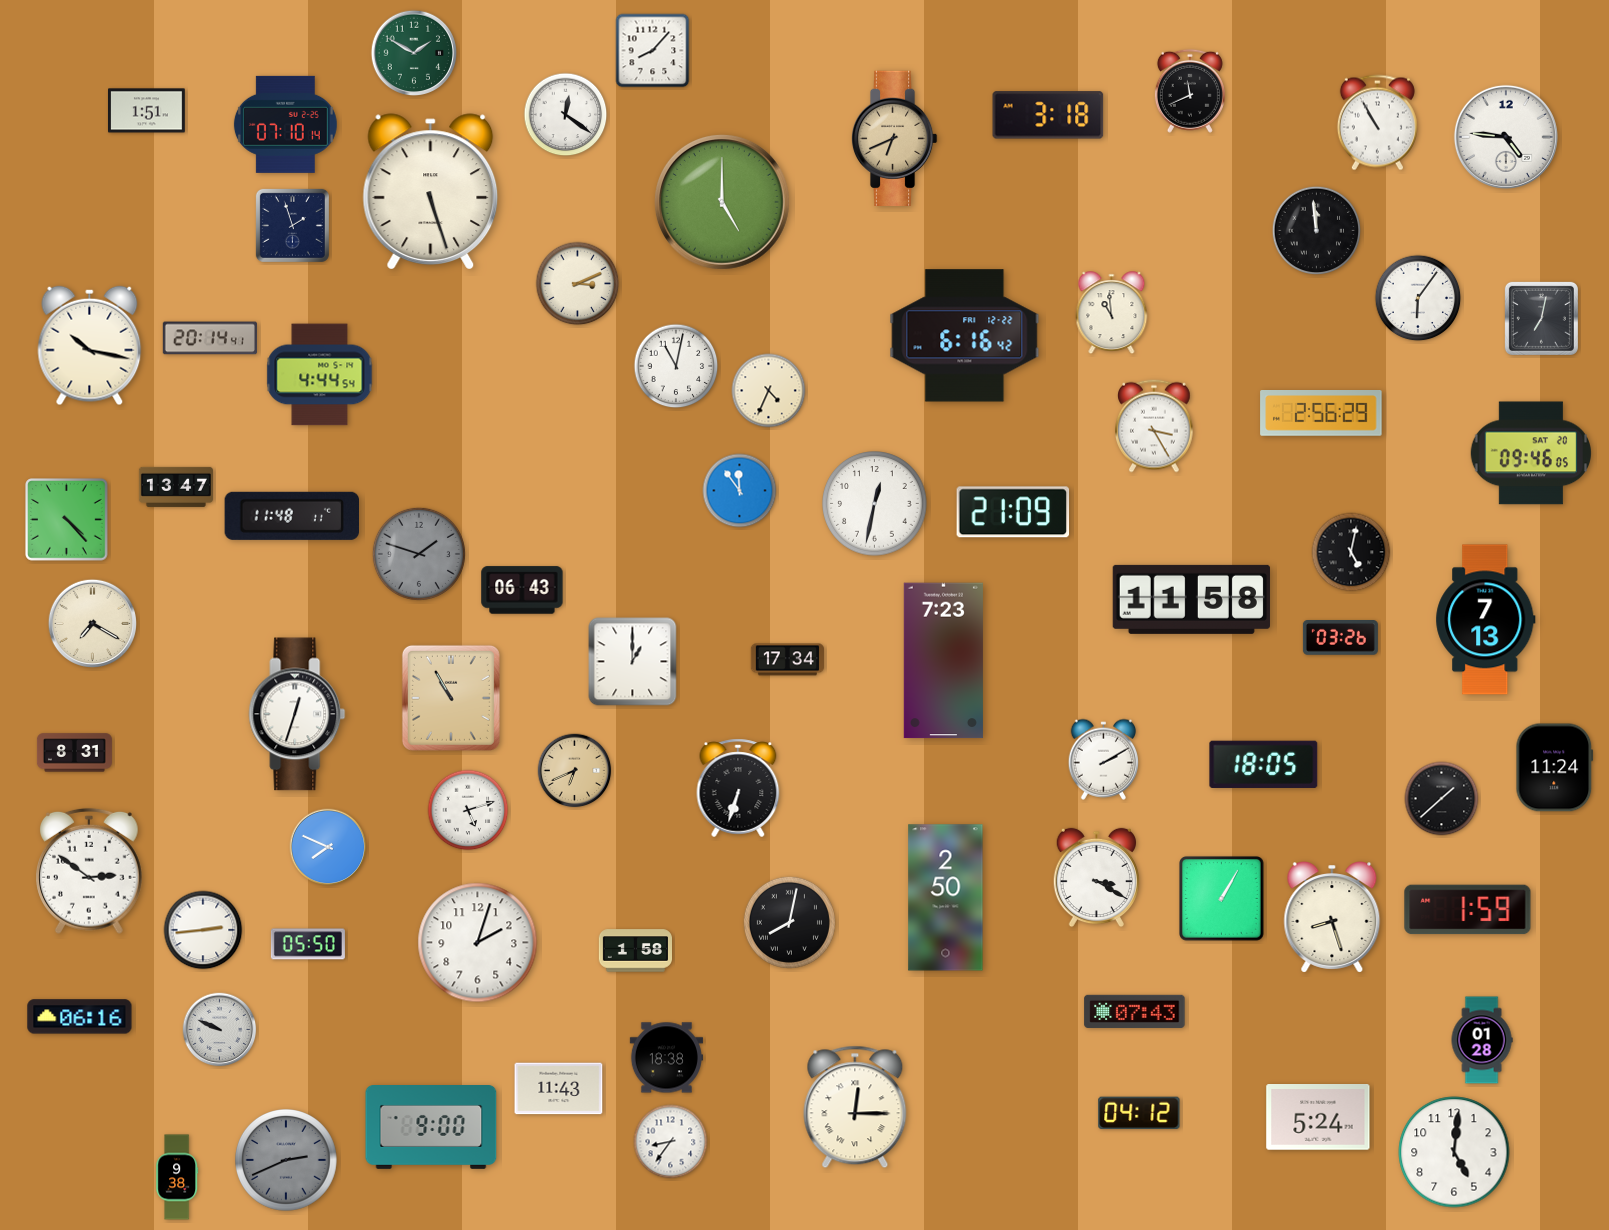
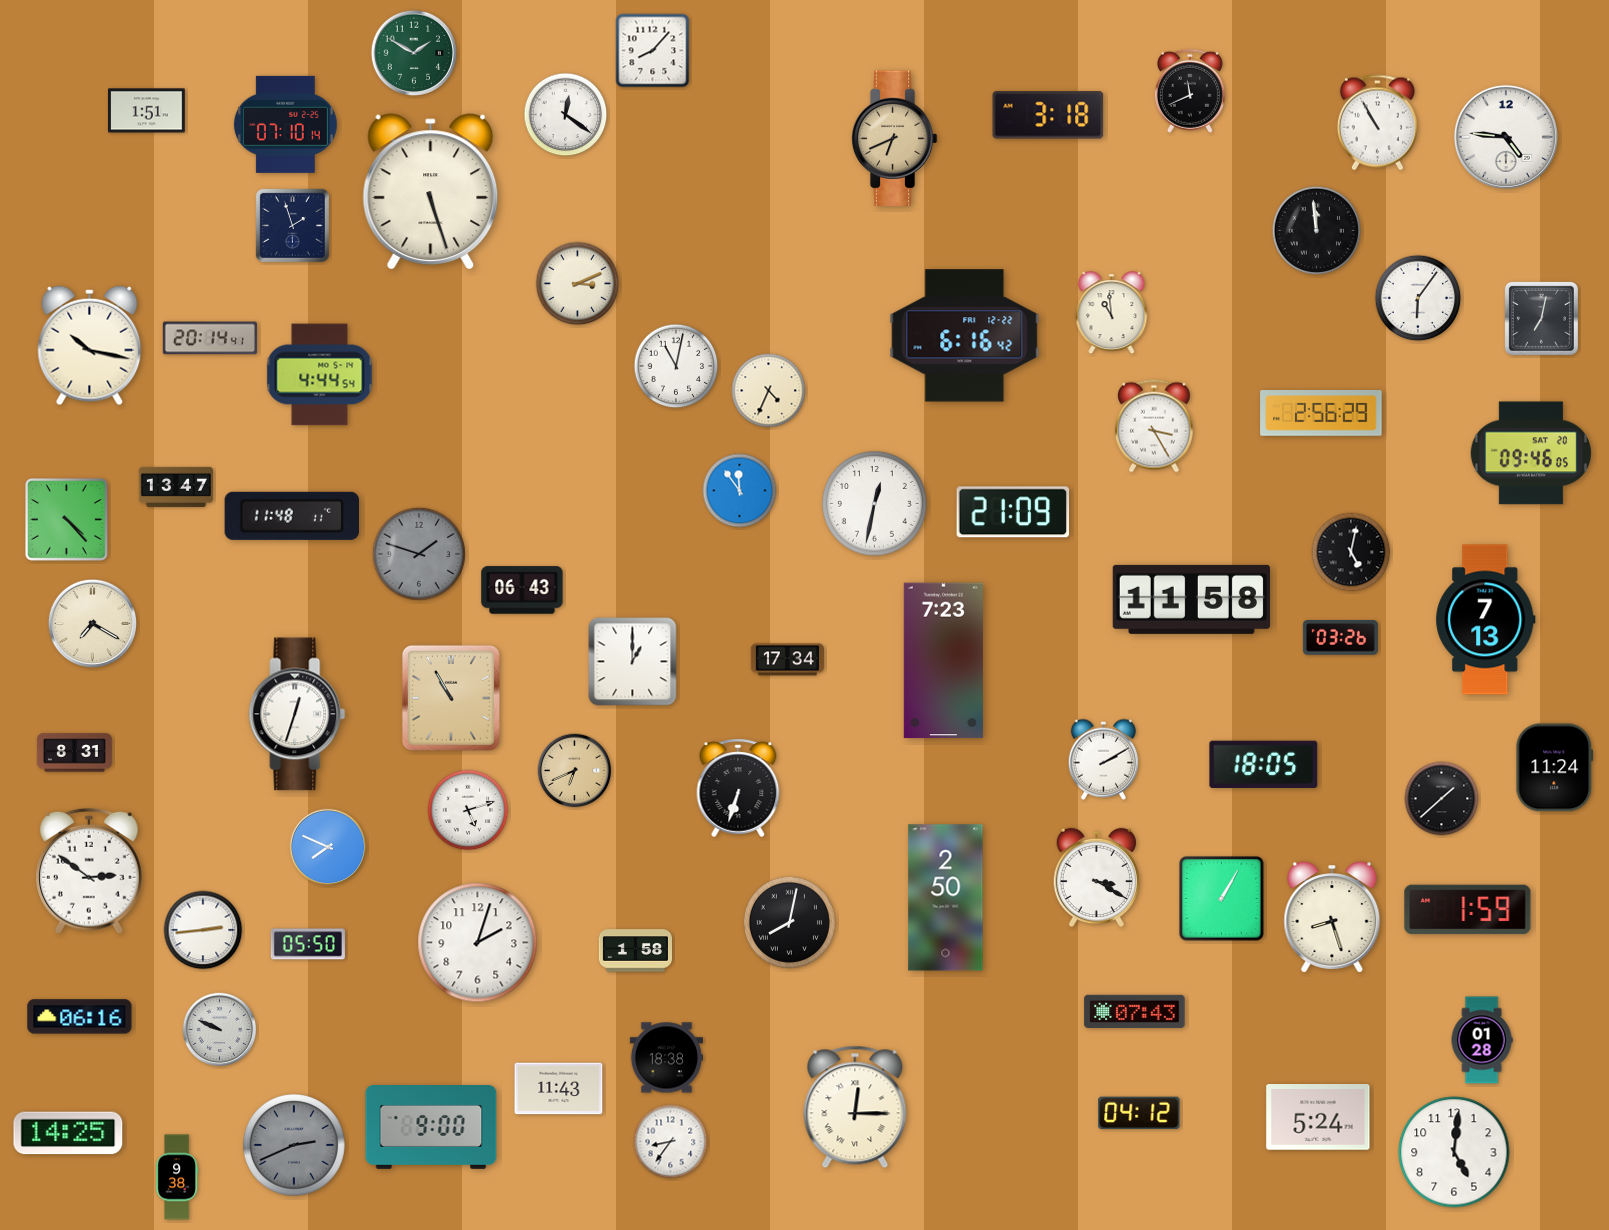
clock at (722, 202): 5:00 -> none
clock at (68, 1133): none -> 14:25
clock at (287, 1161) position: (287, 1161) -> (295, 1146)
